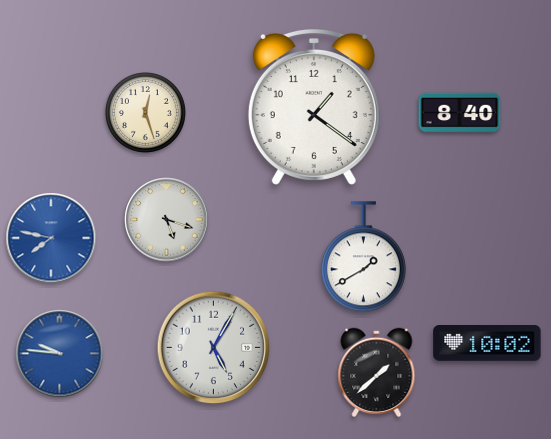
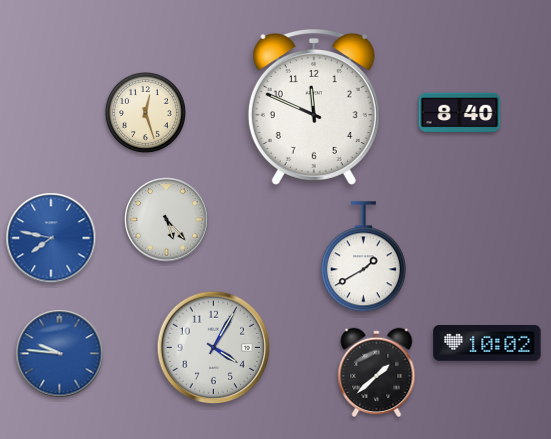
clock at (314, 107): 1:21 -> 11:49
clock at (167, 220): 5:18 -> 5:23
clock at (214, 348): 5:05 -> 4:05
